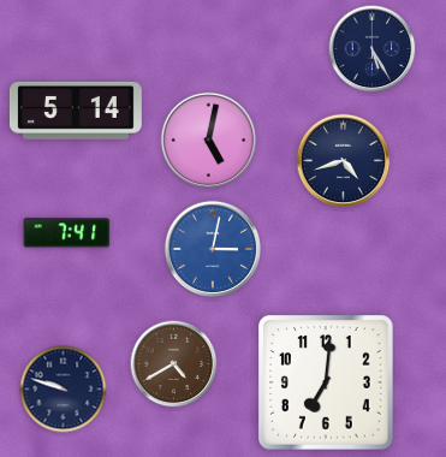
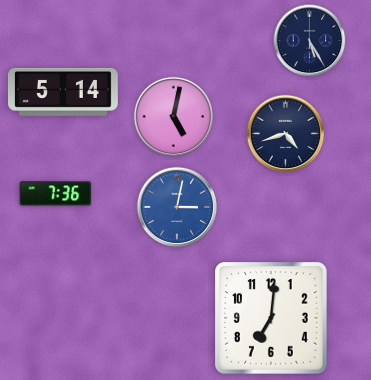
clock at (67, 233): 7:41 -> 7:36
clock at (174, 364): 4:40 -> none
clock at (64, 390): 9:48 -> none
